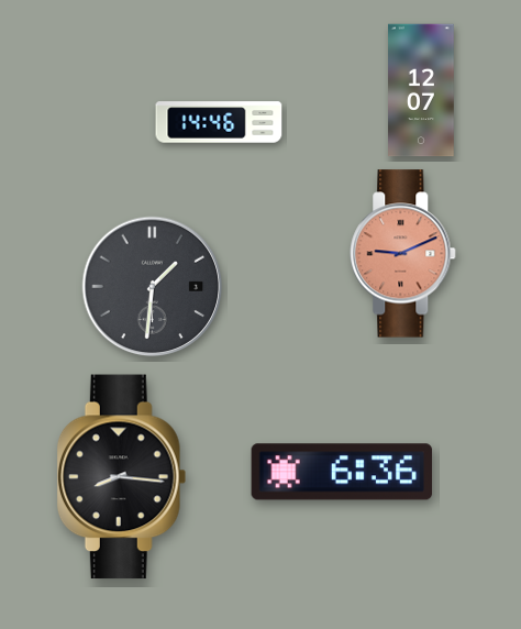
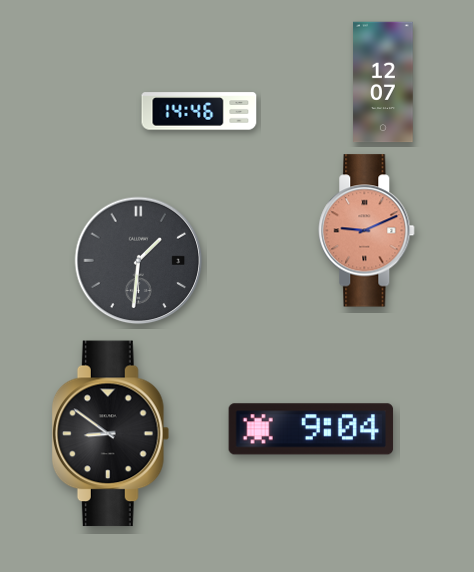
clock at (342, 472): 6:36 -> 9:04
clock at (122, 477): 8:16 -> 8:51
